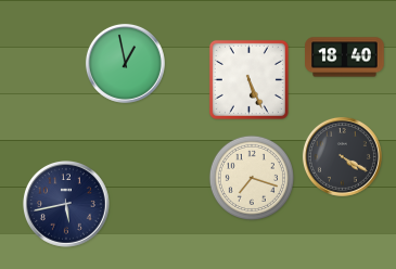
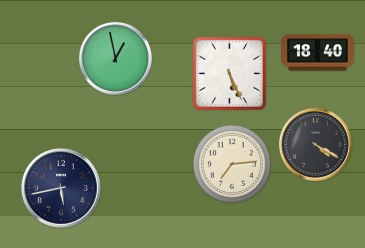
clock at (252, 178): 7:18 -> 7:14
